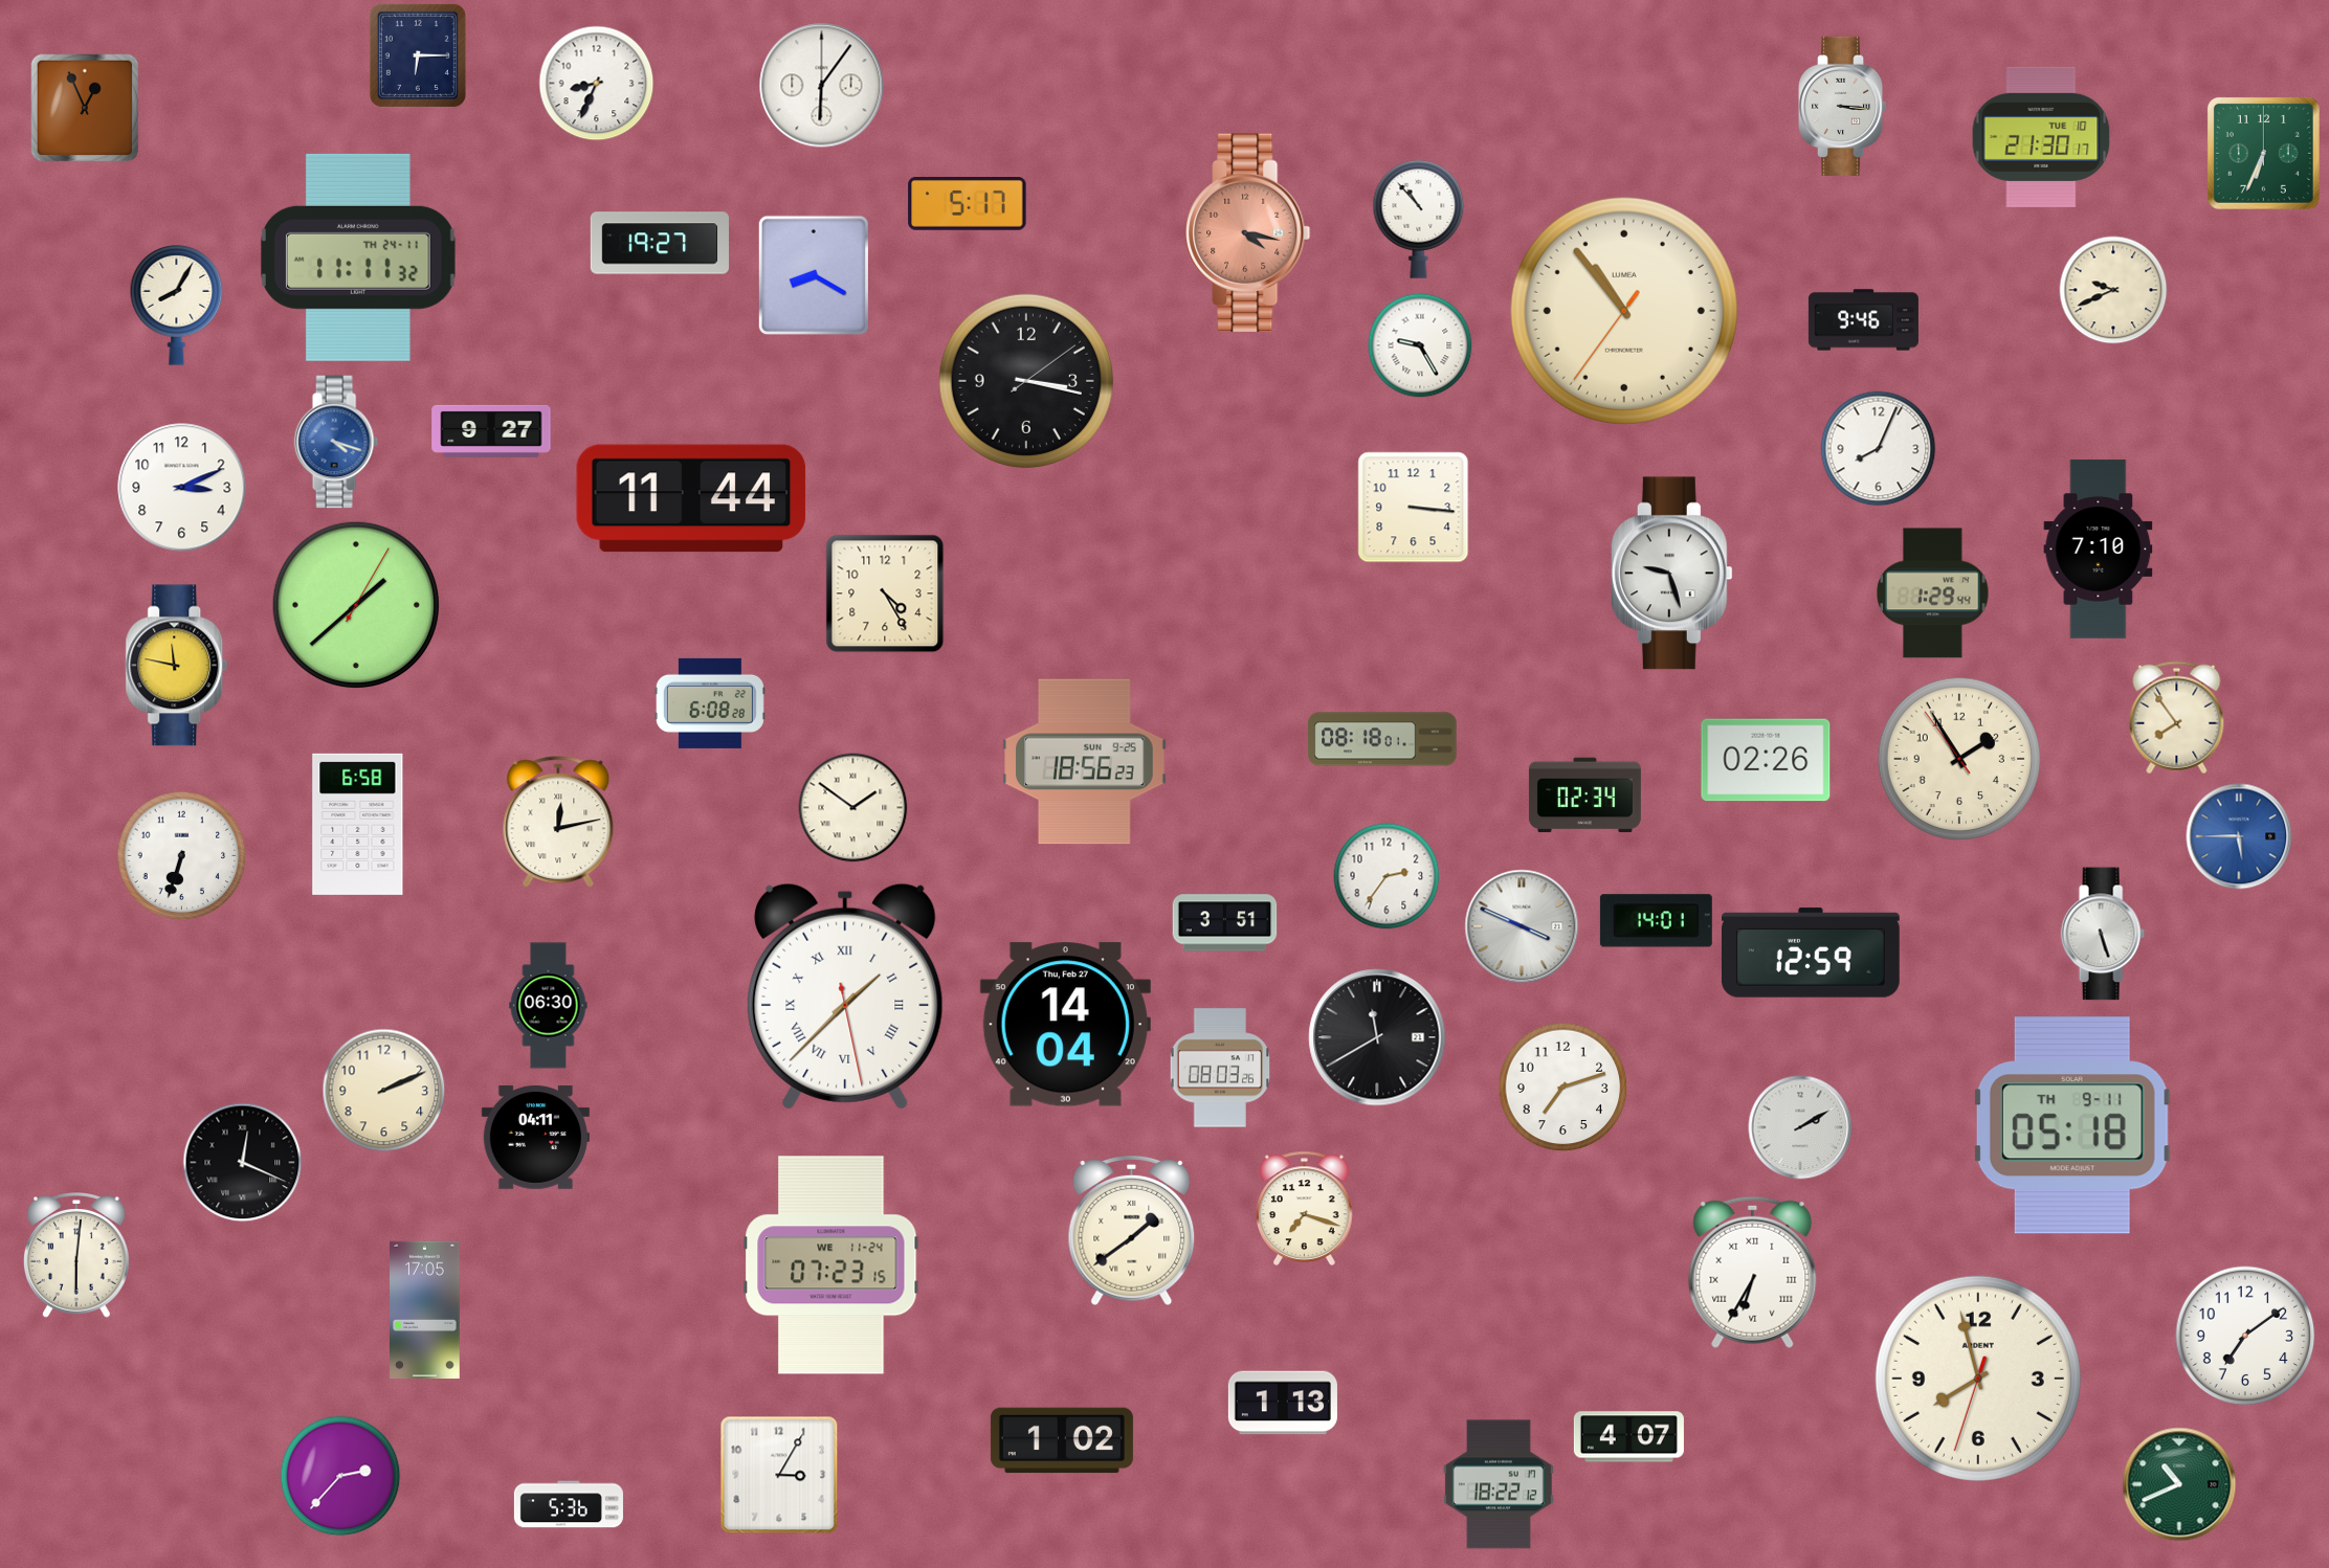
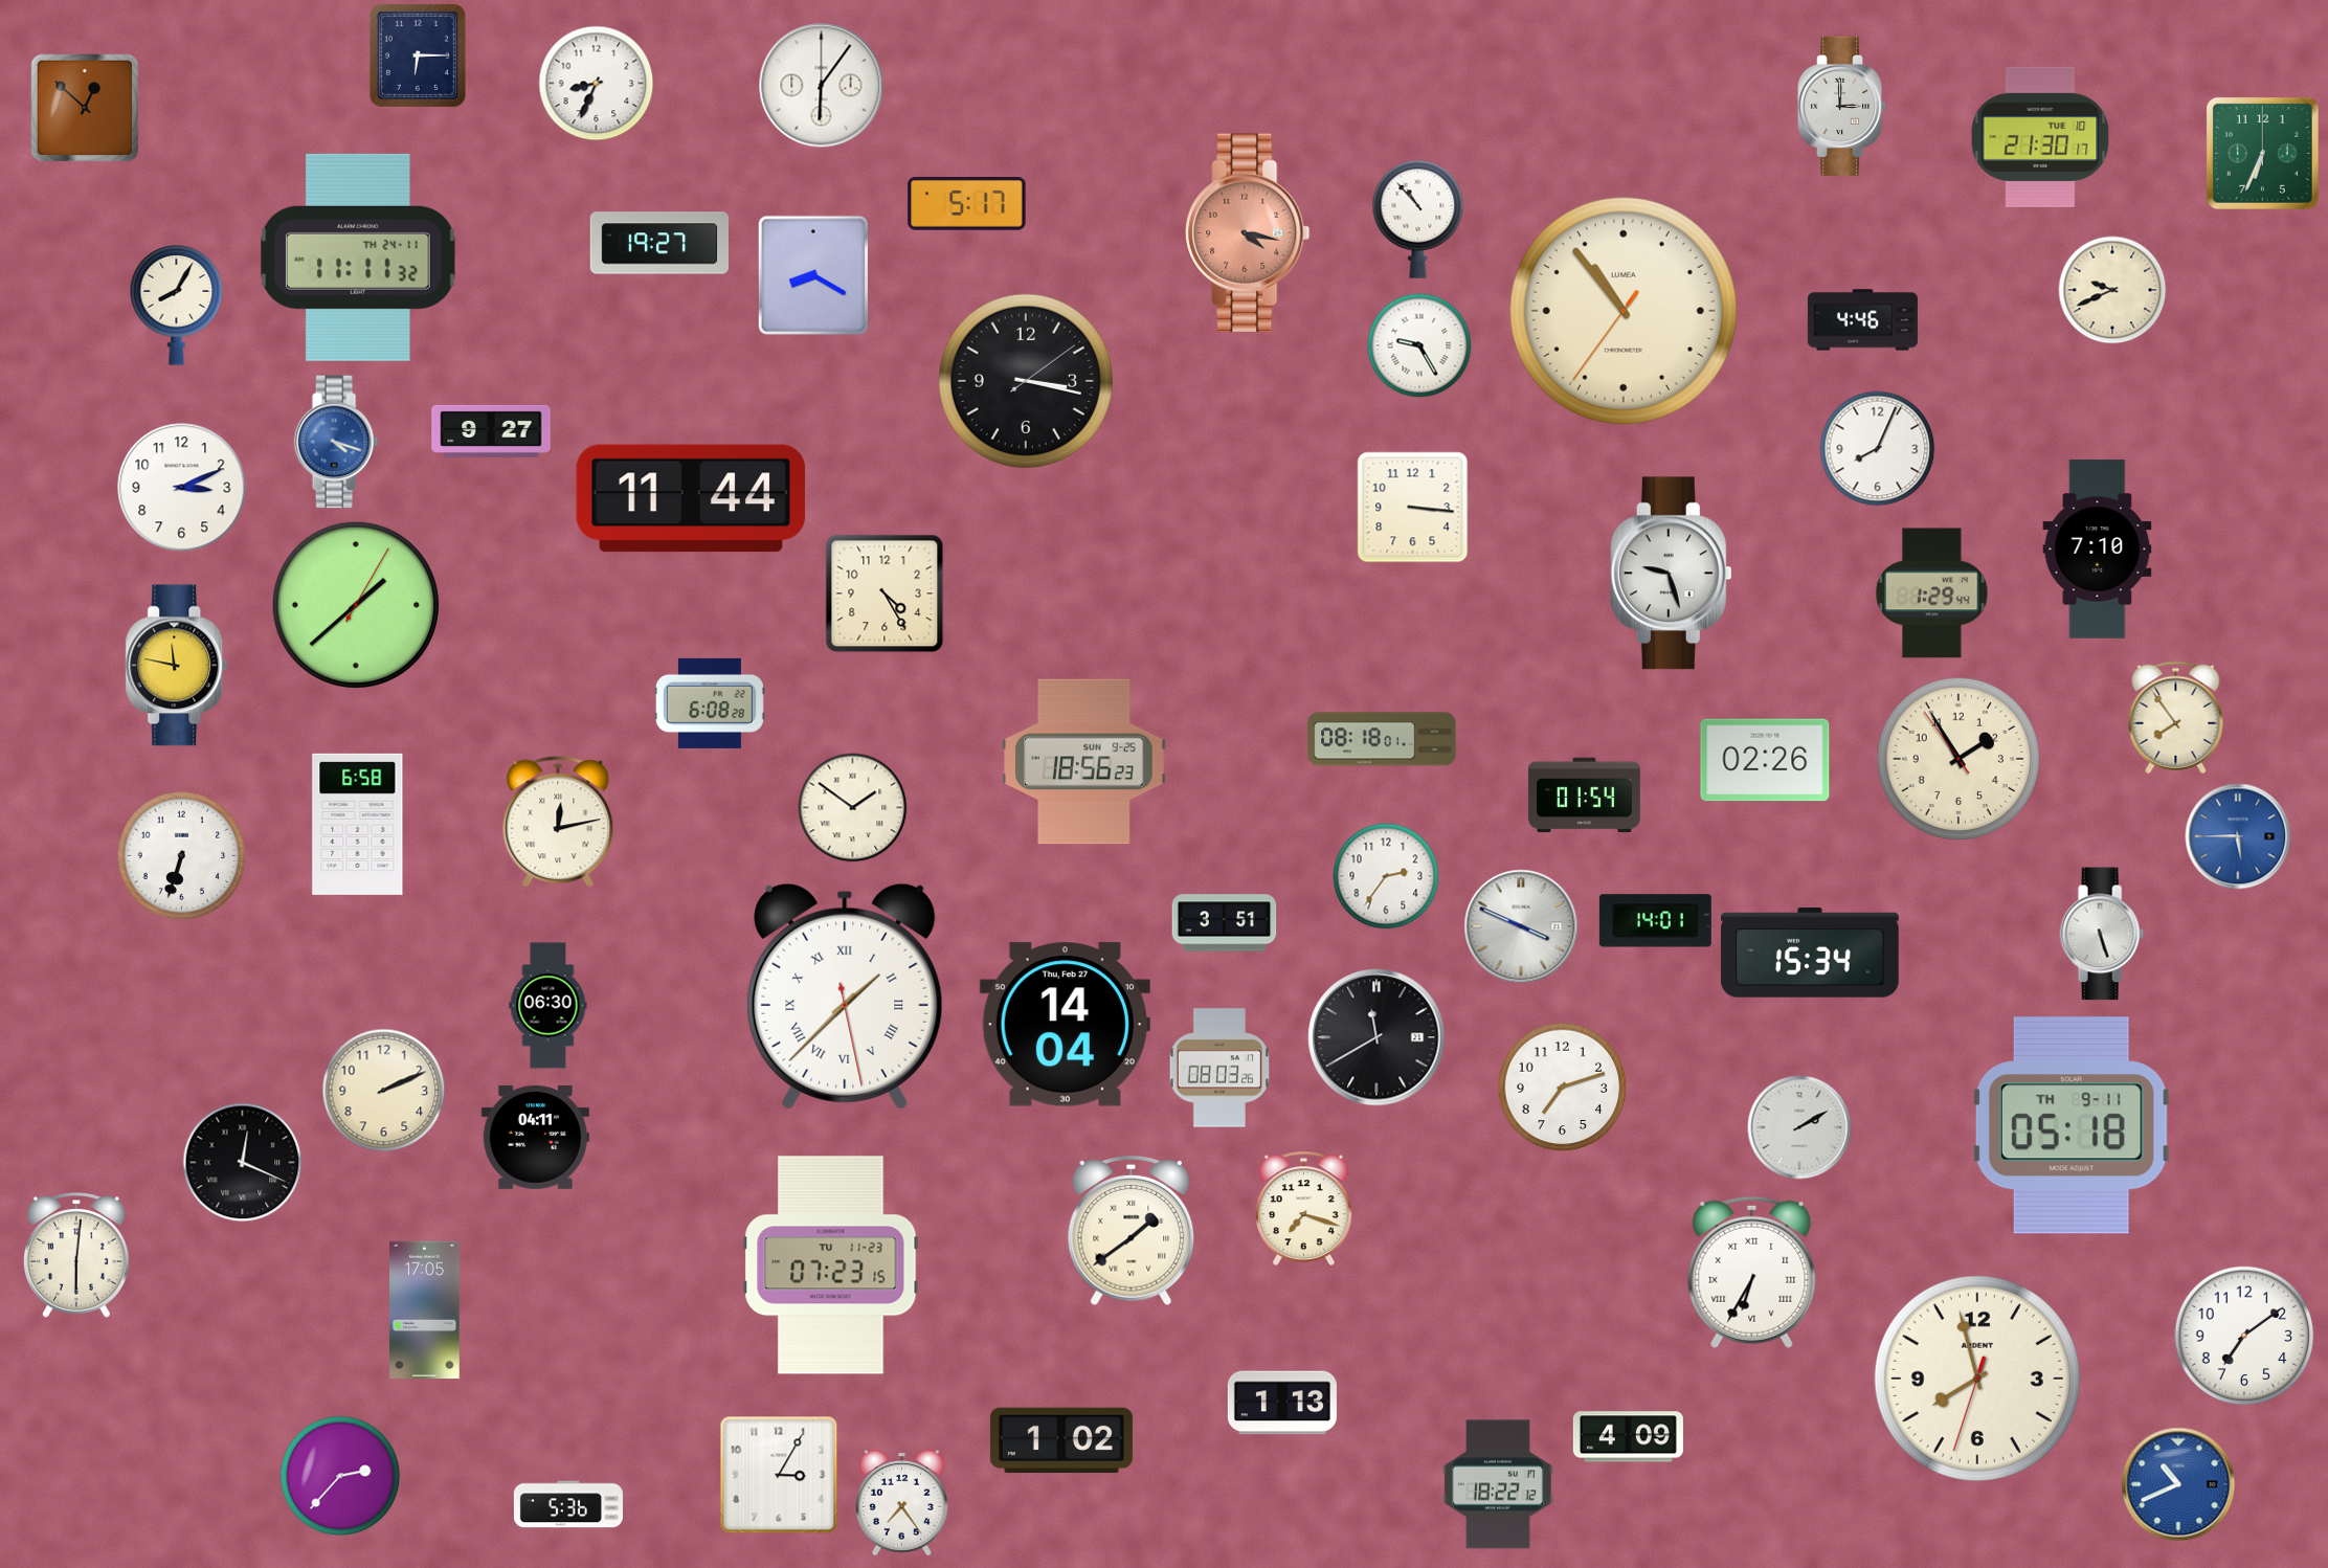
clock at (1844, 106): 3:16 -> 3:00
clock at (85, 108): 12:56 -> 12:52
clock at (1863, 320): 9:46 -> 4:46
clock at (1584, 796): 02:34 -> 01:54
clock at (1812, 953): 12:59 -> 15:34
clock at (831, 1265) date: WE 11-24 -> TU 11-23
clock at (1628, 1437): 4:07 -> 4:09
clock at (2179, 1484) dial: green -> blue
clock at (902, 1503): none -> 7:24
